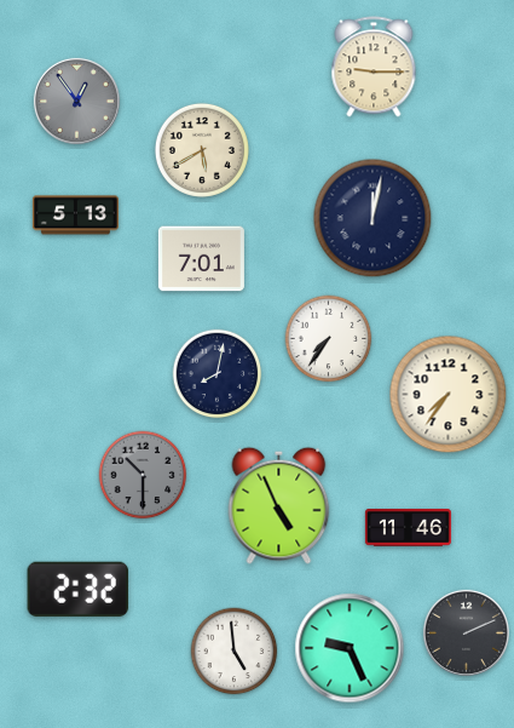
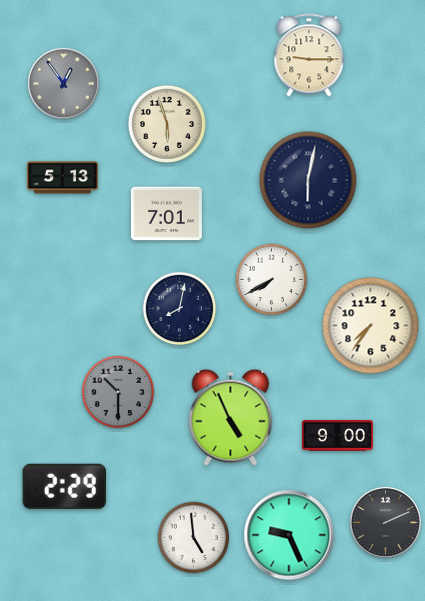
clock at (202, 150): 5:40 -> 5:57
clock at (372, 218): 12:02 -> 6:02
clock at (329, 339): 7:36 -> 7:40
clock at (408, 528): 11:46 -> 9:00
clock at (79, 589): 2:32 -> 2:29
